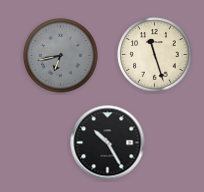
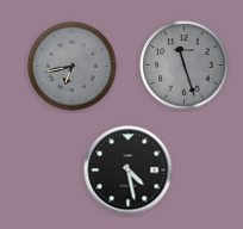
clock at (155, 55) dial: cream -> grey
clock at (108, 143): 10:25 -> 4:28
